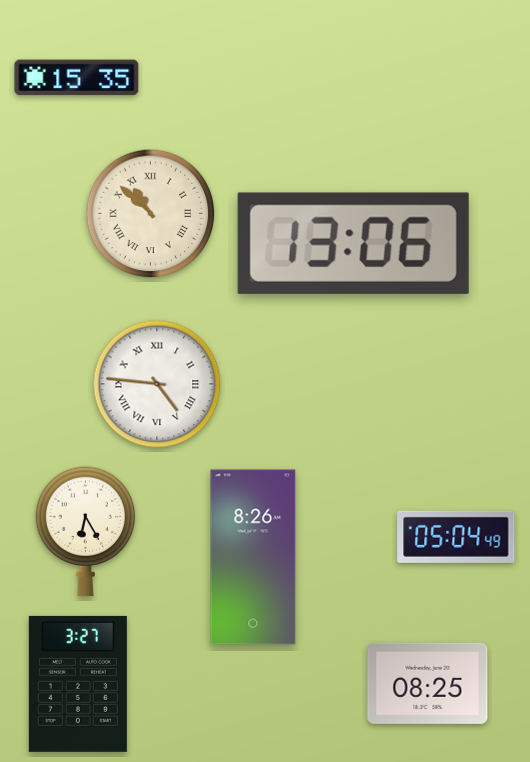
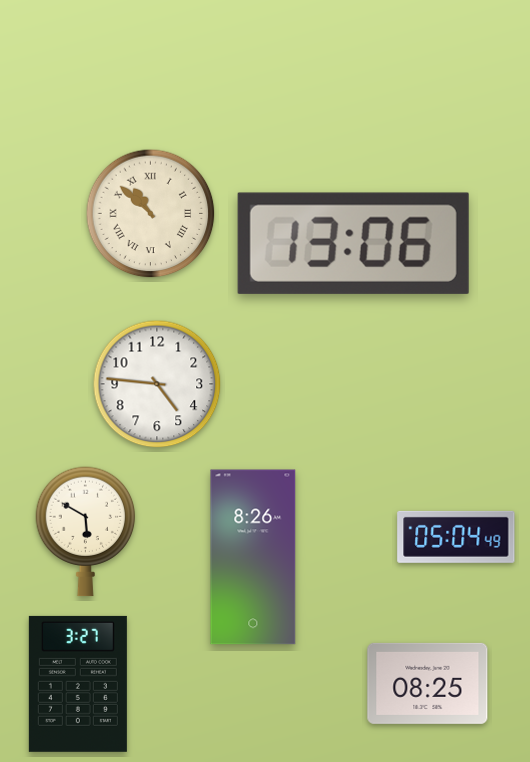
clock at (77, 78): 15:35 -> none
clock at (157, 384) numerals: Roman -> Arabic
clock at (86, 532): 6:25 -> 5:50
